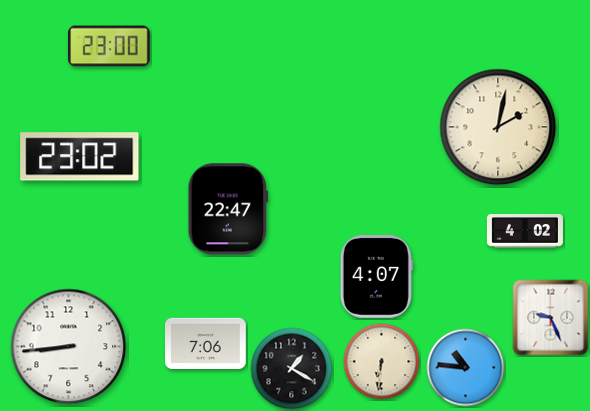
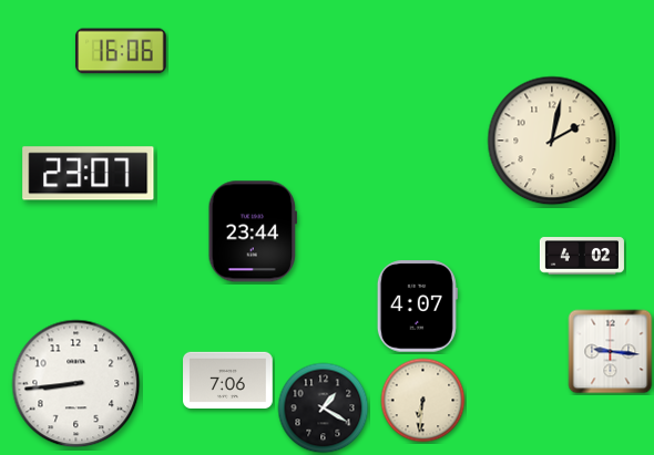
clock at (109, 46): 23:00 -> 16:06
clock at (80, 157): 23:02 -> 23:07
clock at (228, 209): 22:47 -> 23:44
clock at (551, 318): 9:26 -> 9:16
clock at (466, 368): 10:46 -> none
